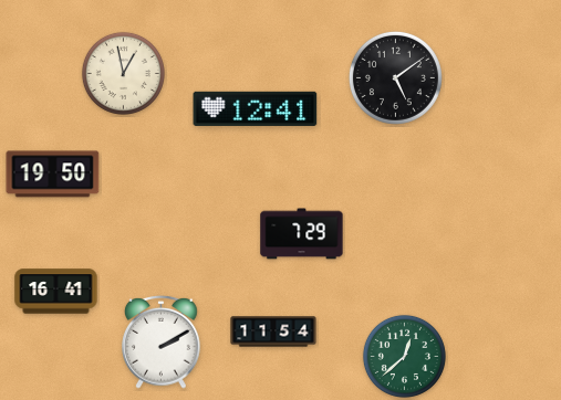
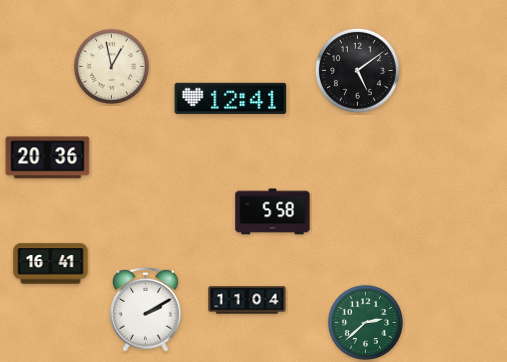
clock at (53, 175): 19:50 -> 20:36
clock at (302, 234): 7:29 -> 5:58
clock at (273, 331): 11:54 -> 11:04
clock at (404, 356): 12:38 -> 2:38
